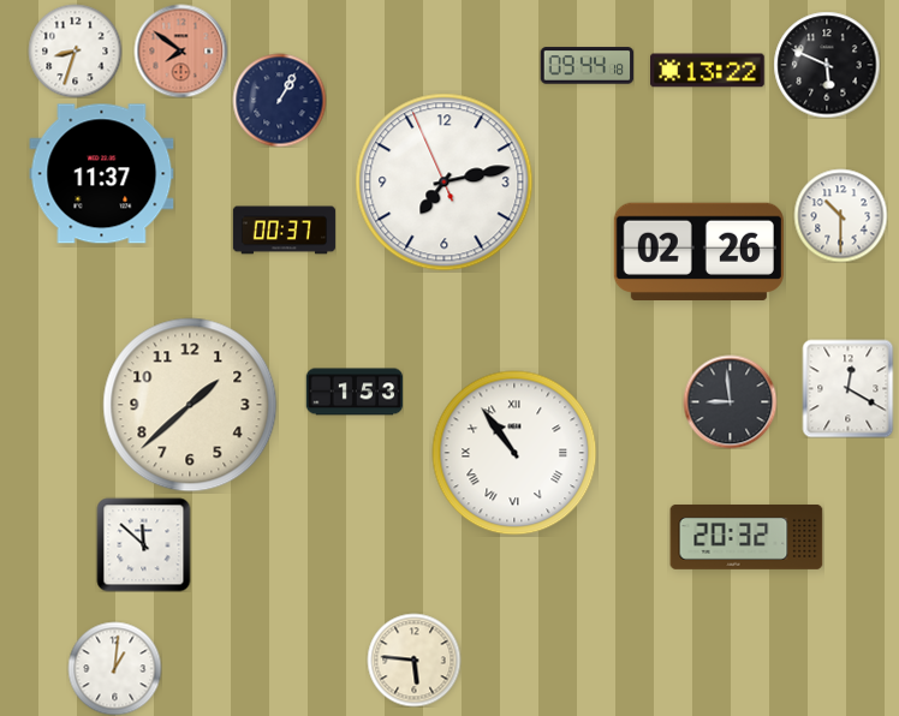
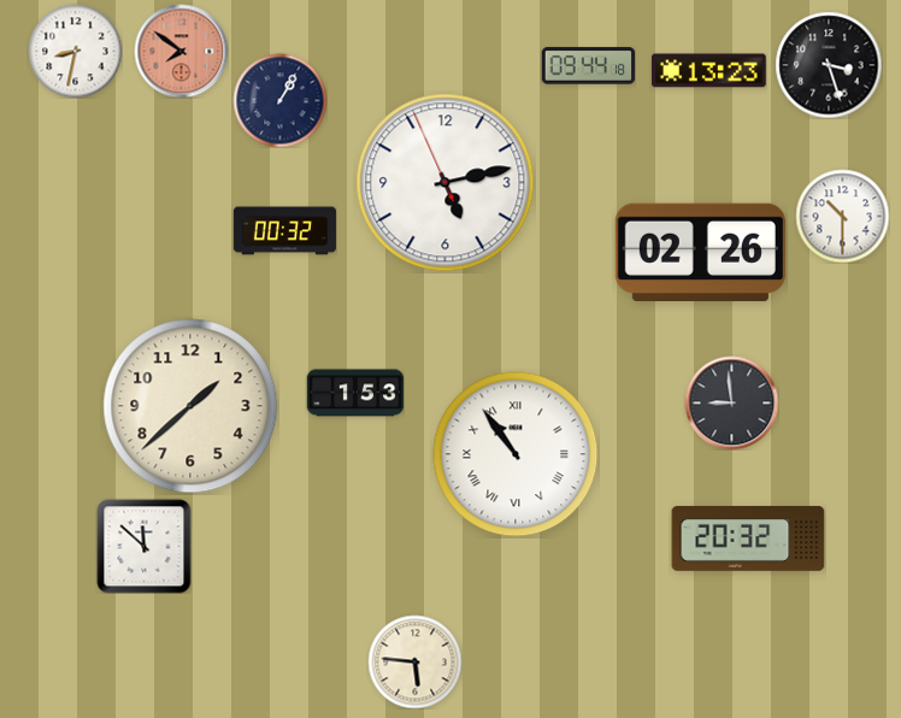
clock at (75, 50): 8:33 -> 8:32
clock at (827, 65): 5:49 -> 3:27
clock at (708, 71): 13:22 -> 13:23
clock at (102, 174): 11:37 -> none
clock at (445, 183): 7:12 -> 5:12
clock at (284, 231): 00:37 -> 00:32
clock at (849, 388): 12:20 -> none
clock at (114, 668): 1:01 -> none
